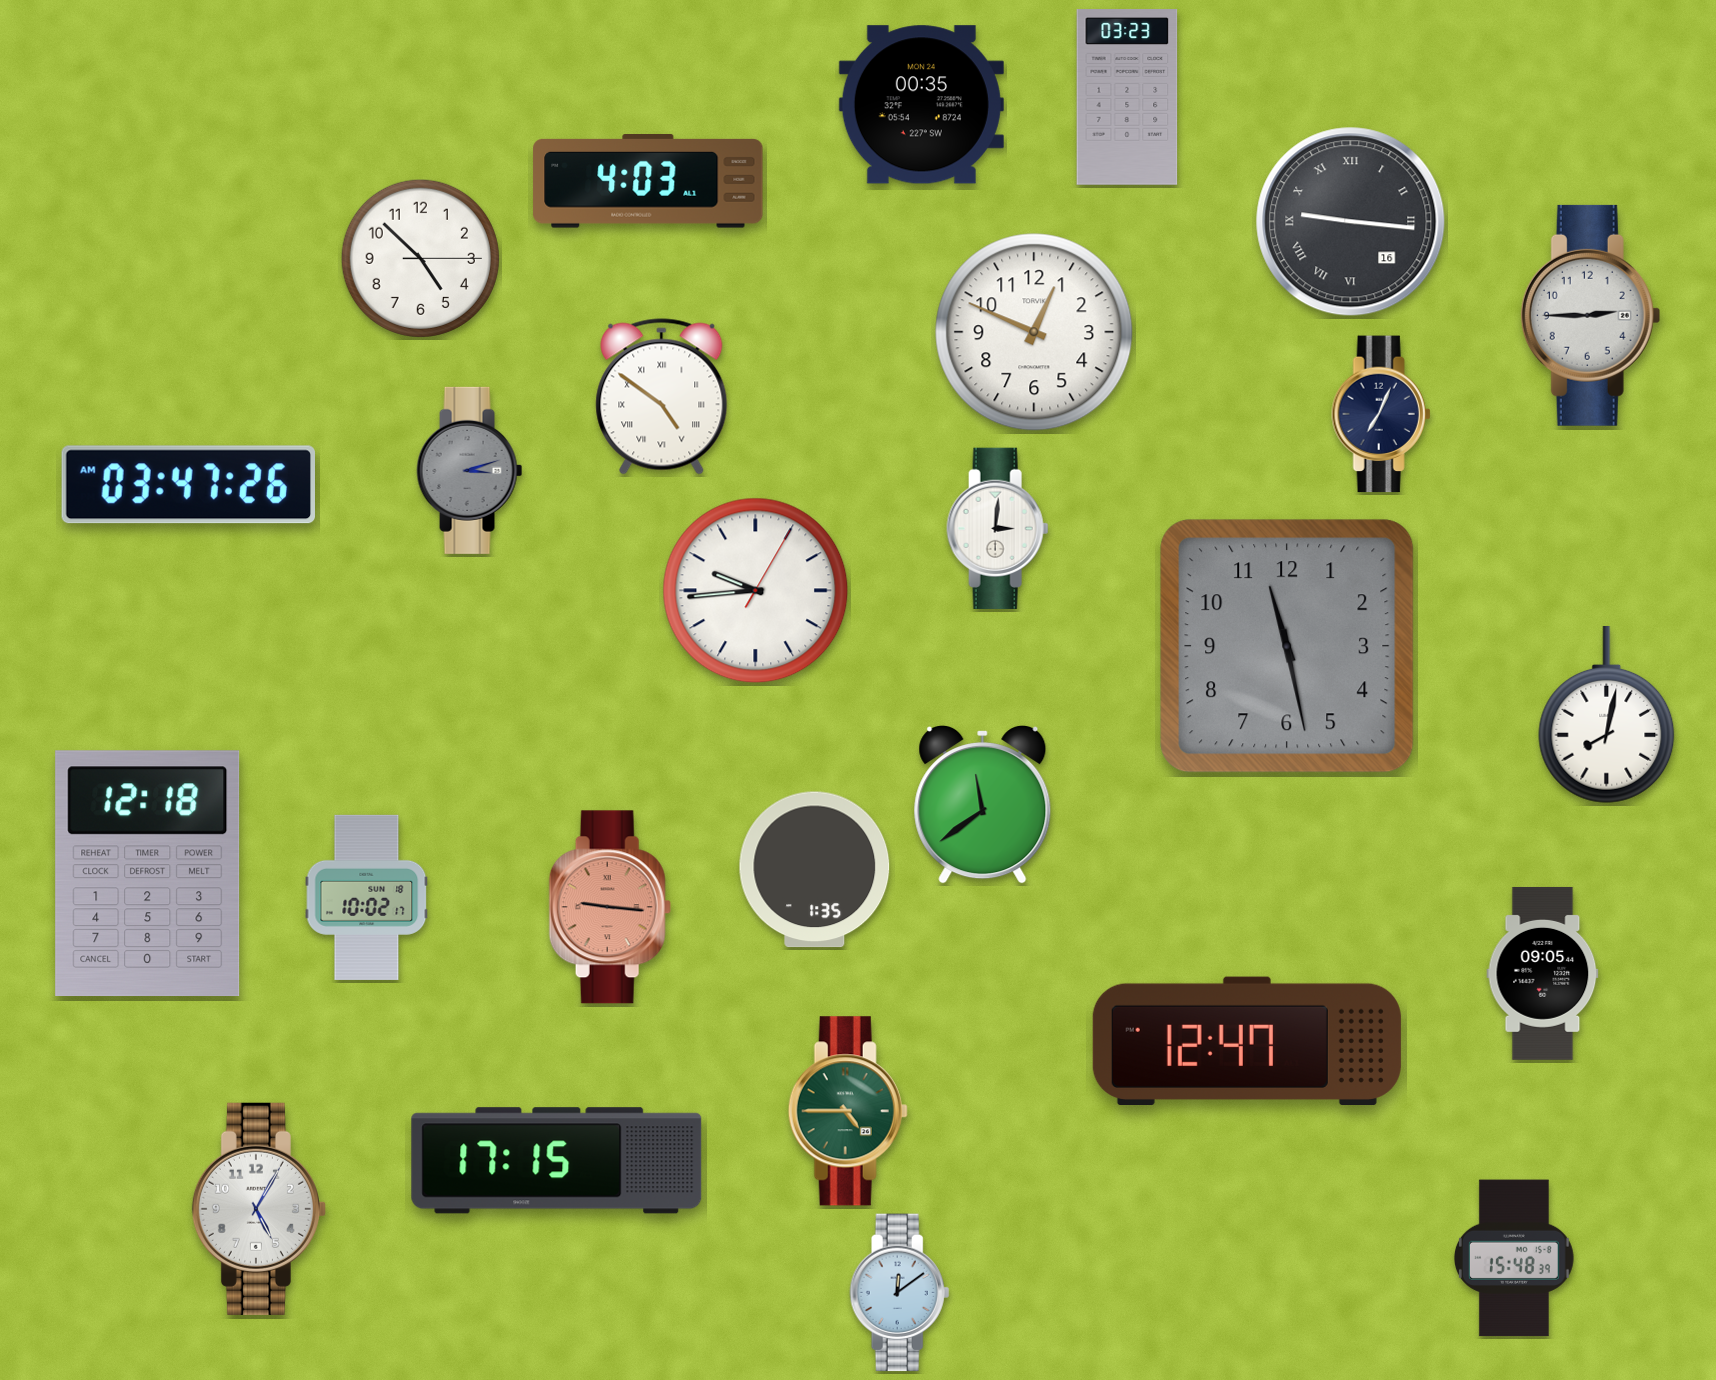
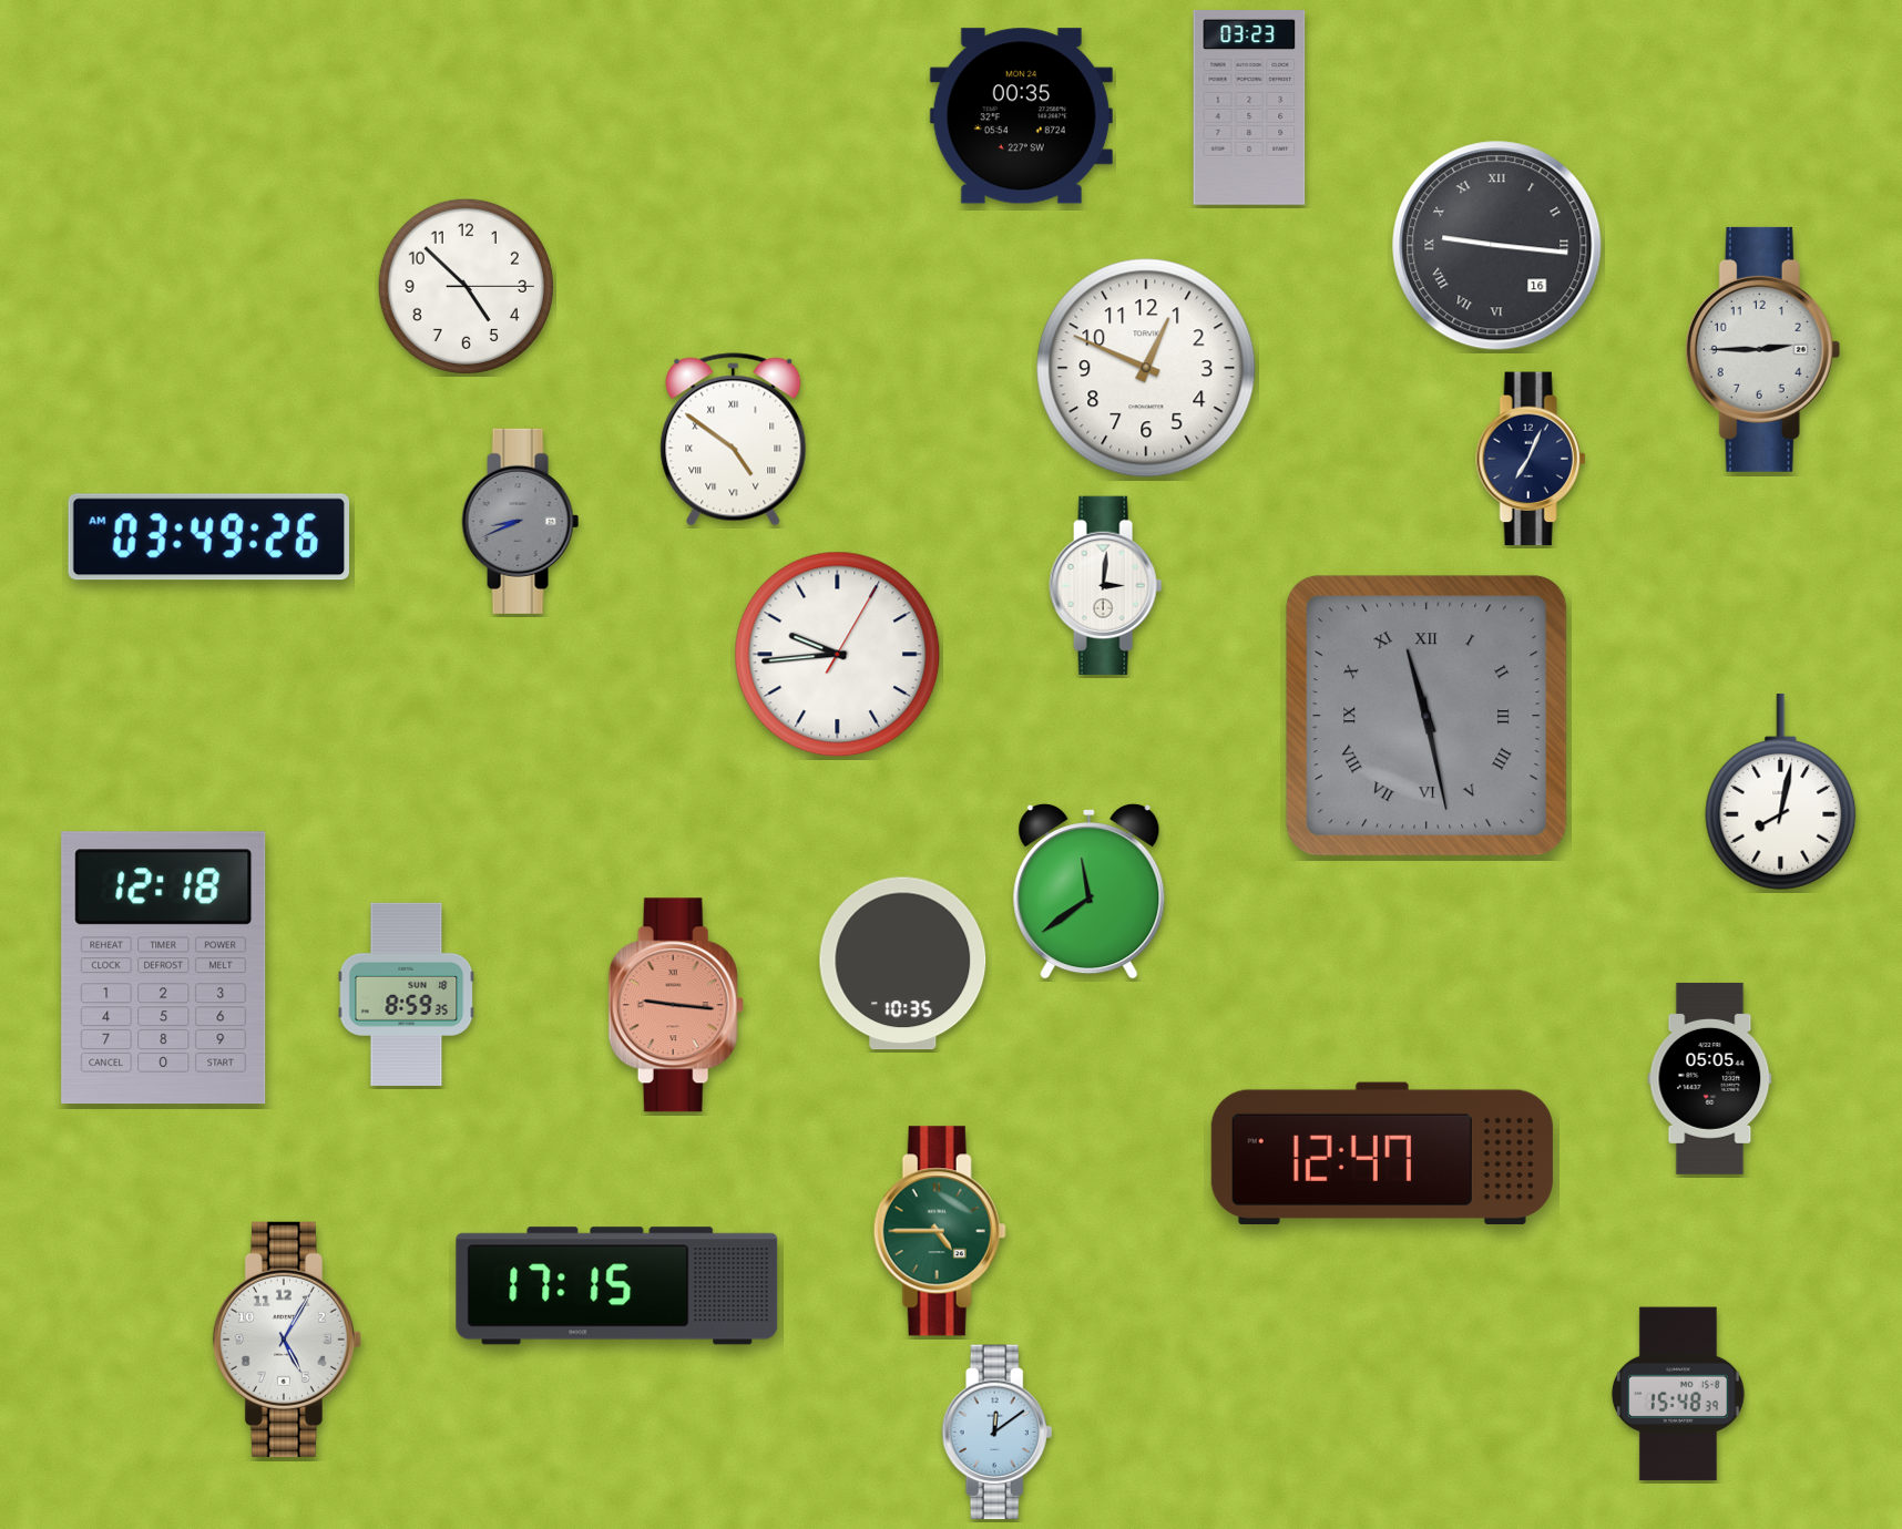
clock at (648, 182): 4:03 -> none
clock at (470, 470): 3:12 -> 8:41
clock at (188, 485): 03:47 -> 03:49
clock at (1287, 646) numerals: Arabic -> Roman
clock at (815, 870): 1:35 -> 10:35
clock at (367, 897): 10:02 -> 8:59
clock at (1543, 973): 09:05 -> 05:05
